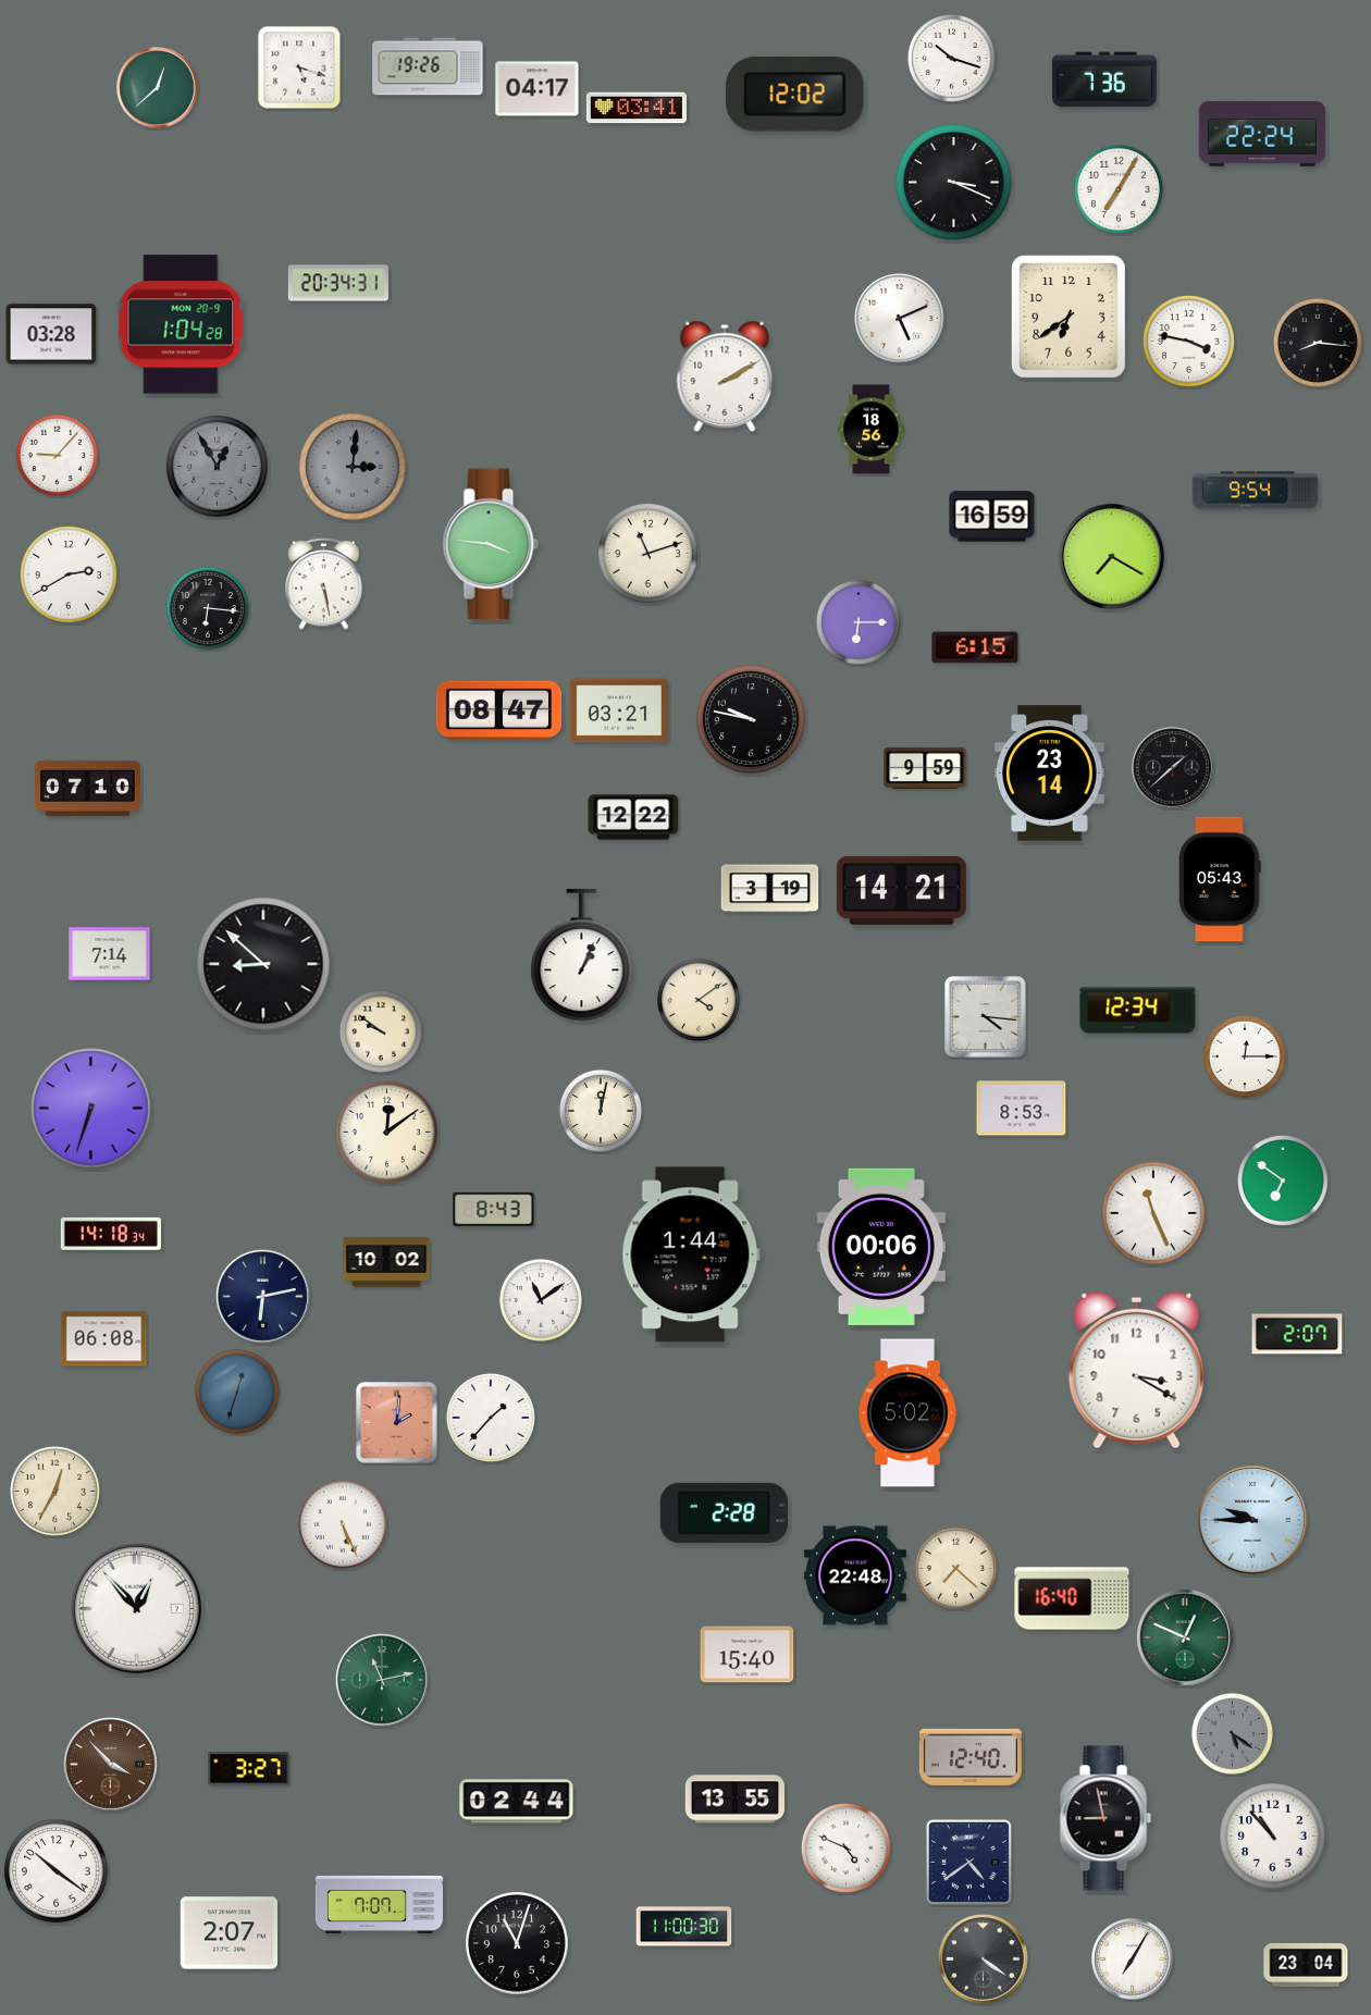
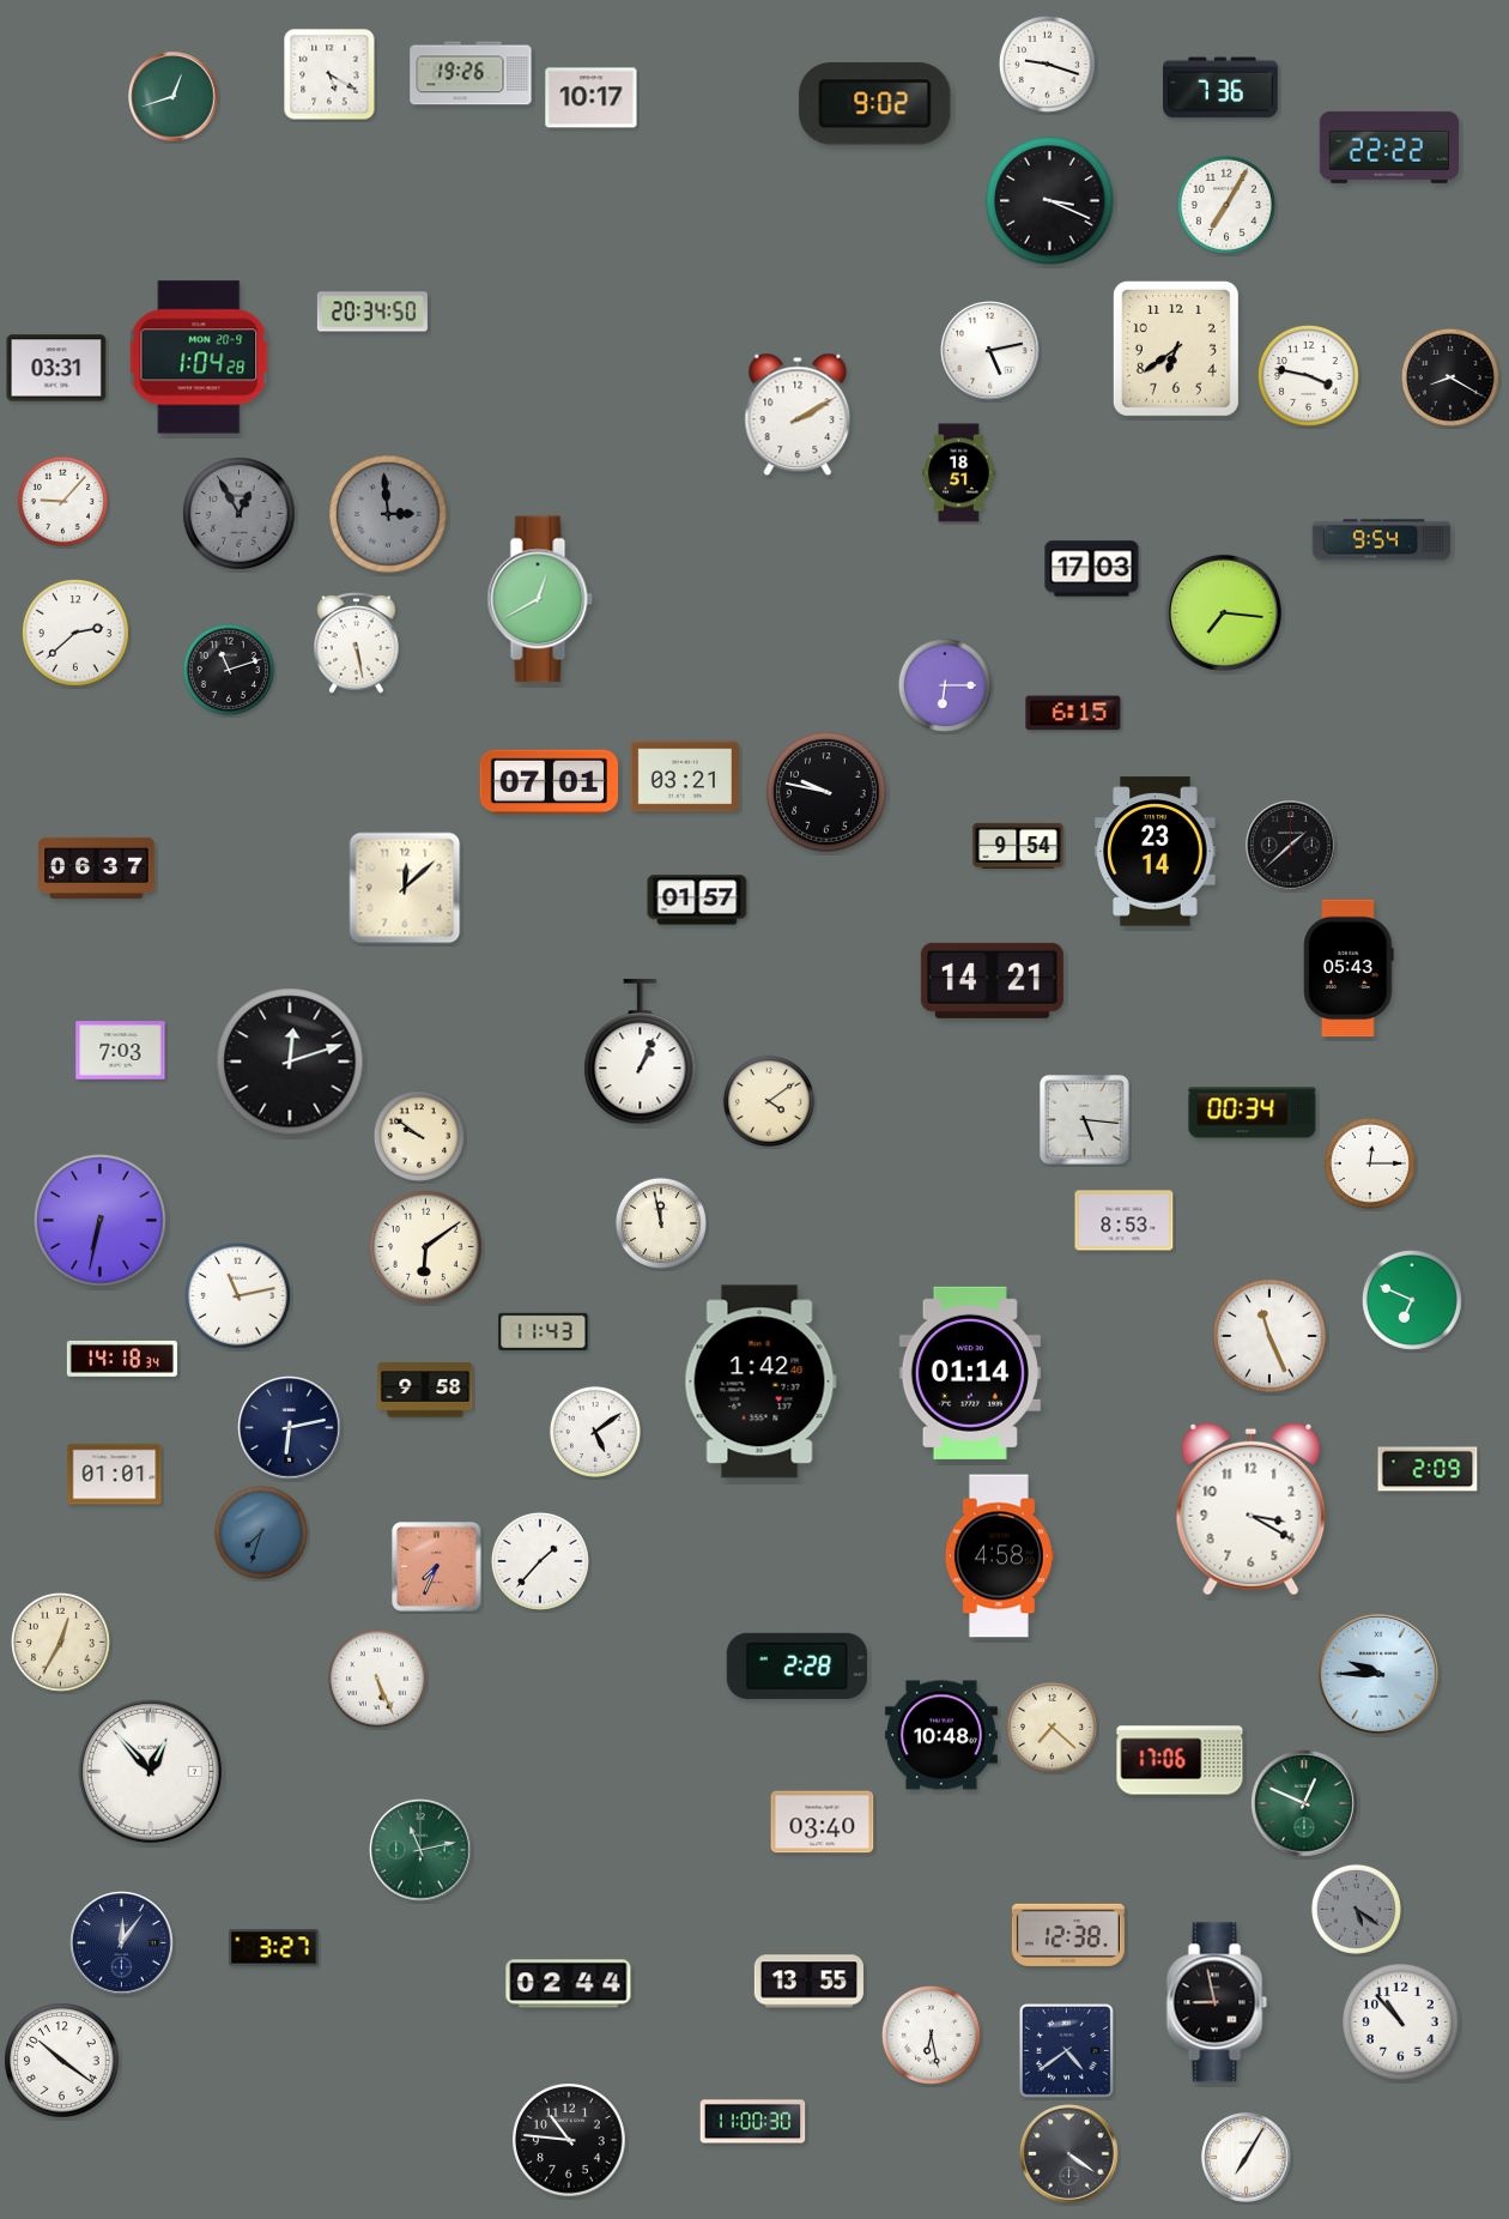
clock at (951, 58): 10:18 -> 9:18
clock at (299, 67): 5:18 -> 5:20
clock at (1106, 79) position: (1106, 79) -> (1222, 87)
clock at (158, 88): 12:38 -> 12:42
clock at (538, 89): 04:17 -> 10:17
clock at (795, 95): 12:02 -> 9:02
clock at (637, 108): 03:41 -> none
clock at (1261, 134): 22:24 -> 22:22
clock at (1119, 189) position: (1119, 189) -> (1226, 205)
clock at (338, 283): 20:34:31 -> 20:34:50
clock at (900, 319): 5:11 -> 5:13
clock at (51, 334): 03:28 -> 03:31
clock at (1318, 343): 8:16 -> 8:20
clock at (872, 430): 18:56 -> 18:51
clock at (353, 467): 3:01 -> 2:59
clock at (992, 517): 16:59 -> 17:03
clock at (491, 544): 3:46 -> 12:40
clock at (649, 554): 11:12 -> none
clock at (1111, 556): 7:20 -> 7:16
clock at (70, 576): 2:40 -> 2:38
clock at (208, 608): 6:16 -> 11:12
clock at (499, 710): 08:47 -> 07:01
clock at (618, 710) position: (618, 710) -> (684, 776)
clock at (925, 768): 9:59 -> 9:54
clock at (88, 788): 07:10 -> 06:37
clock at (405, 888): none -> 12:08
clock at (633, 817): 12:22 -> 01:57
clock at (1220, 879) position: (1220, 879) -> (1349, 968)
clock at (770, 889): 3:19 -> none
clock at (110, 954): 7:14 -> 7:03
clock at (263, 964): 8:52 -> 12:12
clock at (1138, 1011): 12:34 -> 00:34
clock at (986, 1017): 4:16 -> 5:16
clock at (91, 1109): 6:33 -> 6:32
clock at (601, 1111): 12:02 -> 11:58
clock at (387, 1133): 12:09 -> 6:09
clock at (238, 1296): none -> 11:13
clock at (1283, 1180): 6:51 -> 6:49
clock at (494, 1209): 8:43 -> 11:43
clock at (881, 1247): 00:06 -> 01:14
clock at (691, 1254): 1:44 -> 1:42
clock at (386, 1262): 10:02 -> 9:58
clock at (541, 1300): 11:09 -> 5:09
clock at (1297, 1334): 2:07 -> 2:09
clock at (104, 1339): 06:08 -> 01:01
clock at (237, 1392): 12:33 -> 7:33
clock at (907, 1413): 5:02 -> 4:58
clock at (397, 1423): 2:01 -> 7:34
clock at (855, 1575): 22:48 -> 10:48
clock at (1072, 1598): 16:40 -> 17:06
clock at (748, 1655): 15:40 -> 03:40
clock at (971, 1757): 12:40 -> 12:38
clock at (111, 1765): 3:53 -> 12:06
clock at (111, 1765) dial: brown -> navy
clock at (845, 1847): 4:49 -> 6:28
clock at (379, 1904): 7:07 -> none
clock at (230, 1933): 2:07 -> none
clock at (517, 1943): 11:03 -> 10:46
clock at (984, 1960) position: (984, 1960) -> (1069, 2154)
clock at (1306, 1965): 23:04 -> none
